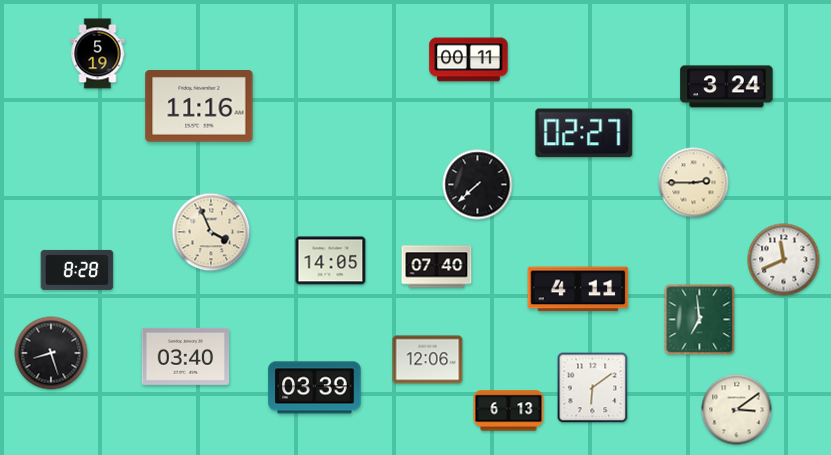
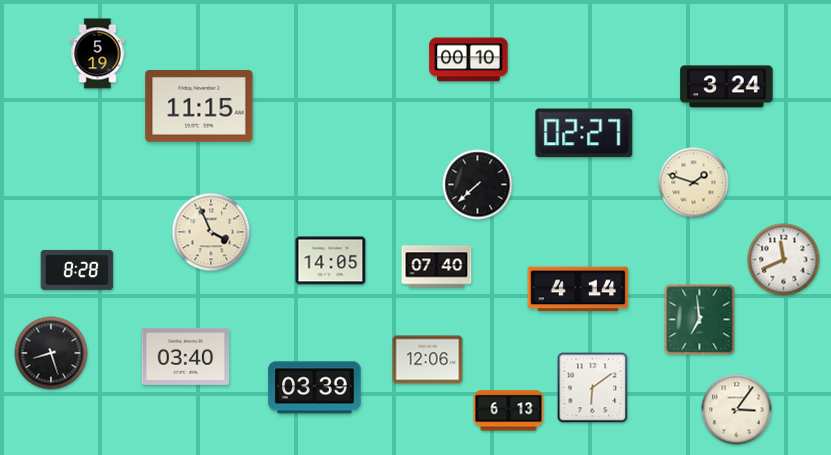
clock at (469, 60): 00:11 -> 00:10
clock at (199, 107): 11:16 -> 11:15
clock at (694, 183): 2:45 -> 1:48
clock at (578, 289): 4:11 -> 4:14
clock at (737, 410): 3:09 -> 3:06
